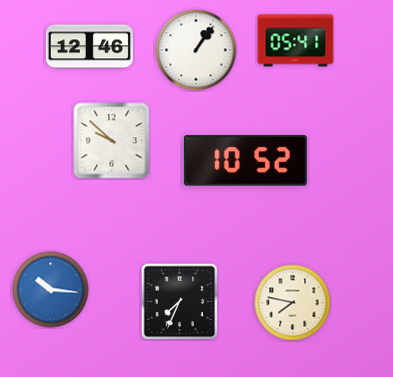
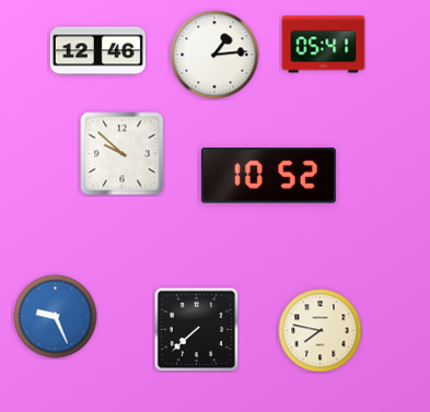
clock at (196, 50): 1:06 -> 1:14
clock at (51, 290): 10:16 -> 9:26
clock at (179, 301): 7:34 -> 7:38
